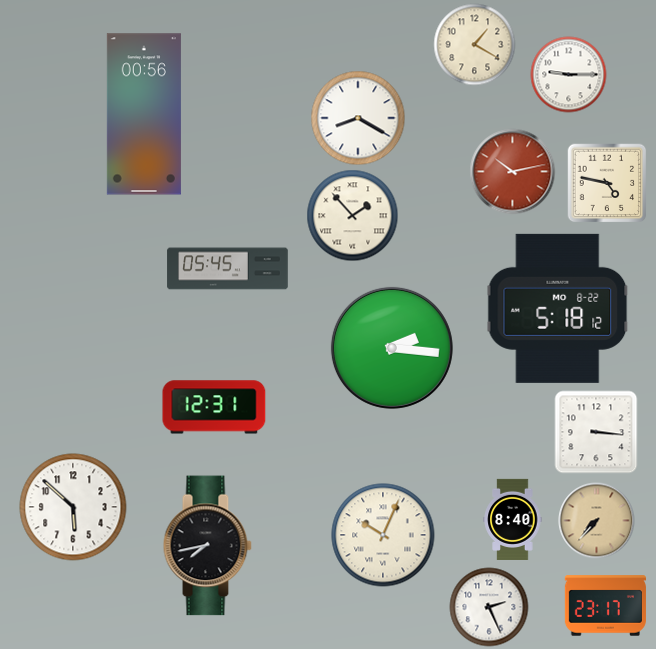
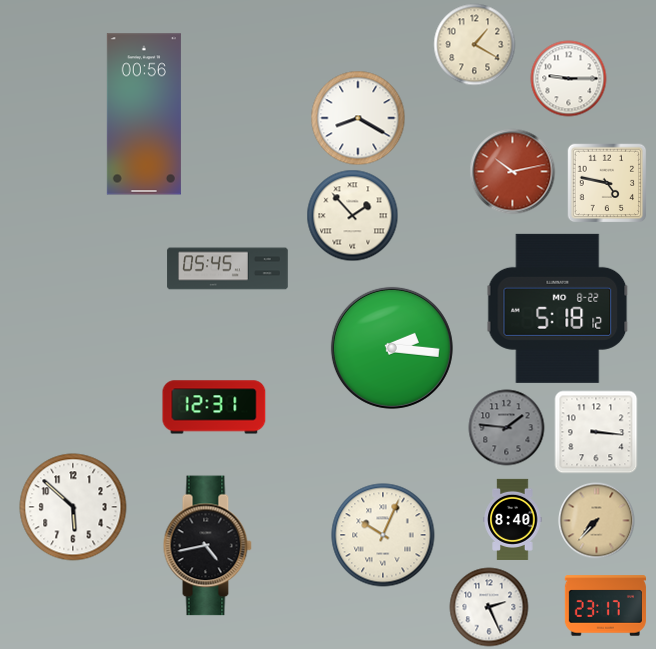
clock at (569, 75) position: (569, 75) -> (569, 79)
clock at (507, 428): none -> 1:46
clock at (207, 546): 7:43 -> 4:43
